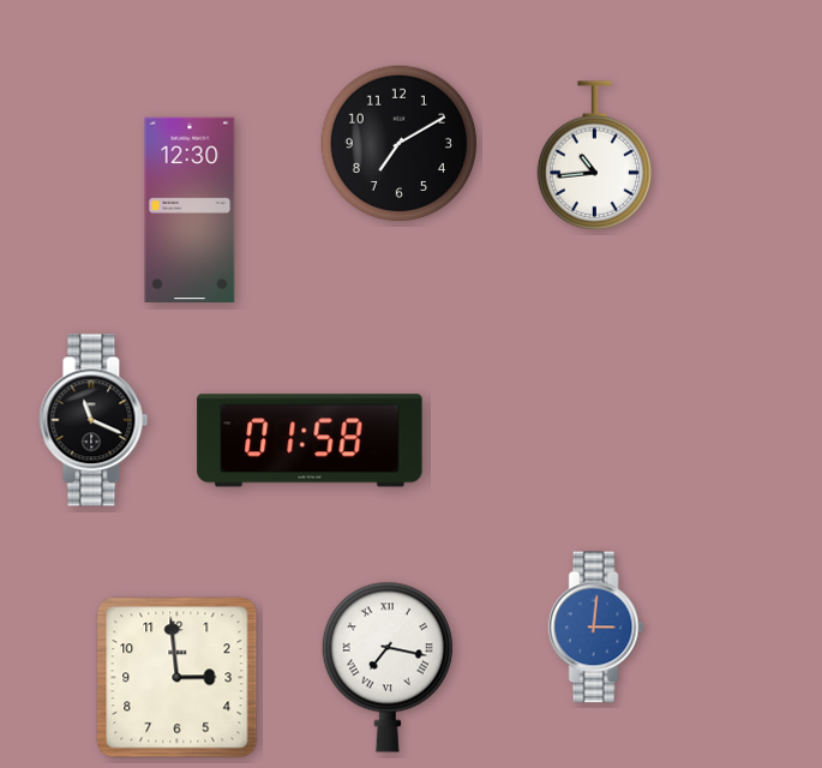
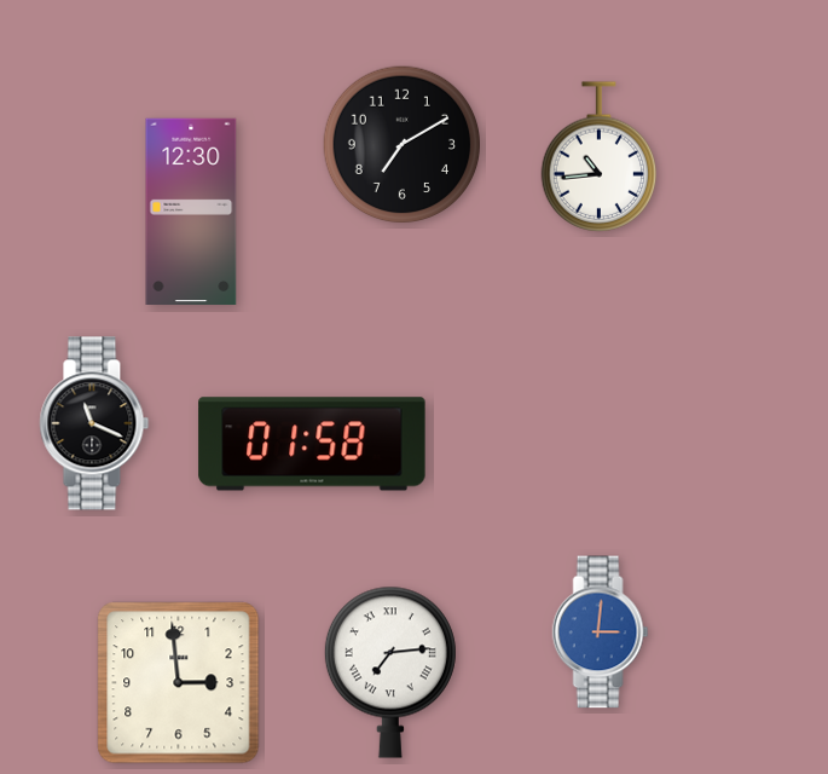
clock at (388, 667): 7:17 -> 7:14
